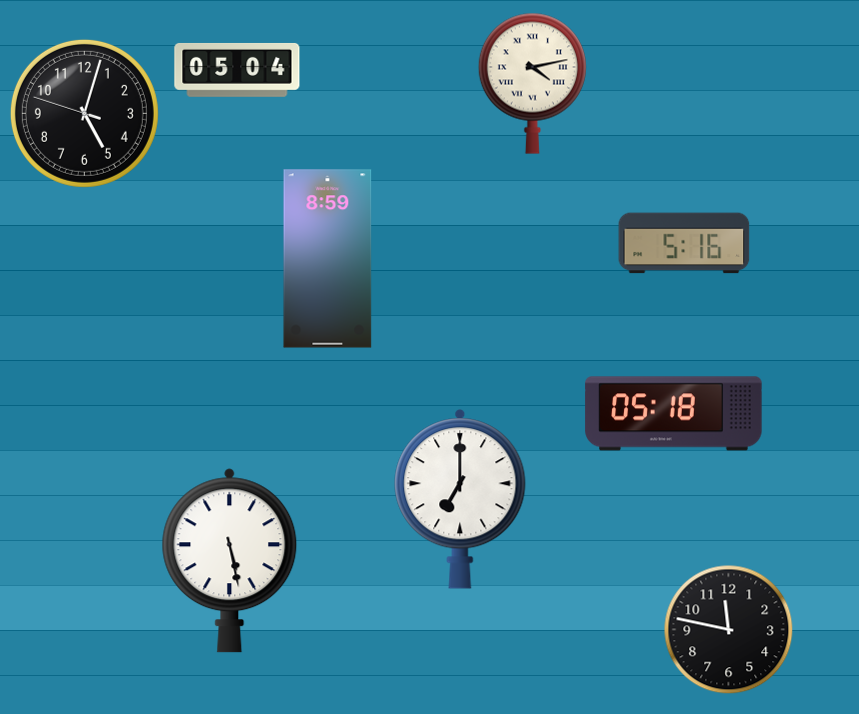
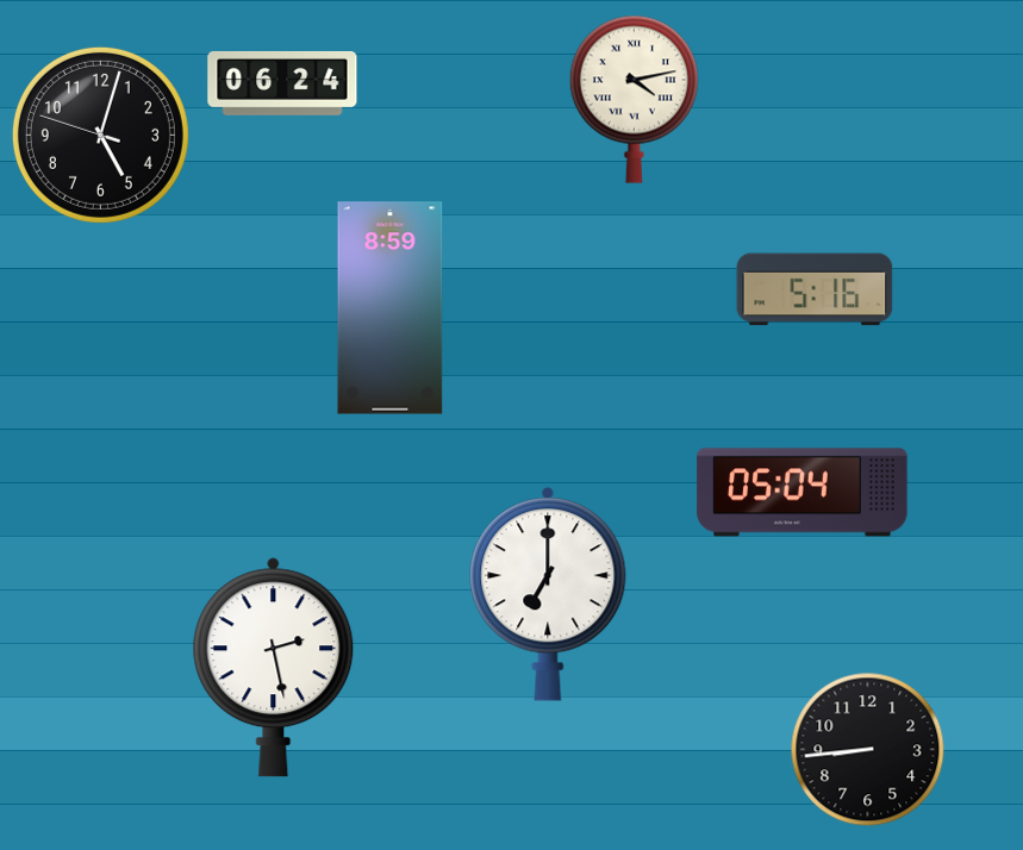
clock at (237, 70): 05:04 -> 06:24
clock at (674, 414): 05:18 -> 05:04
clock at (230, 561): 5:28 -> 2:28
clock at (729, 630): 11:47 -> 8:44
